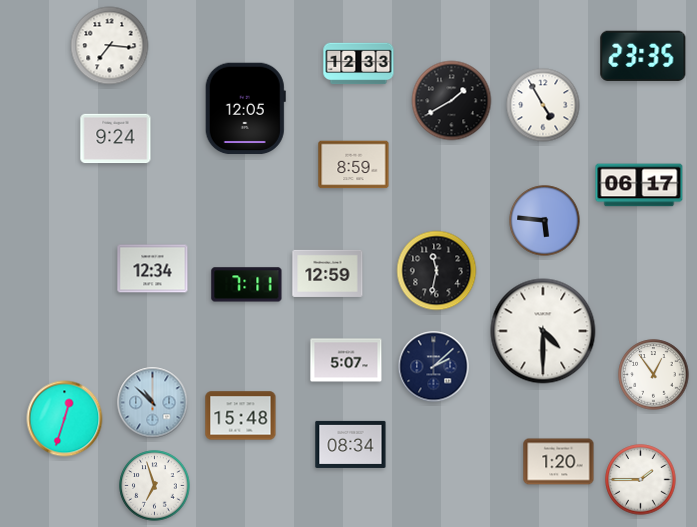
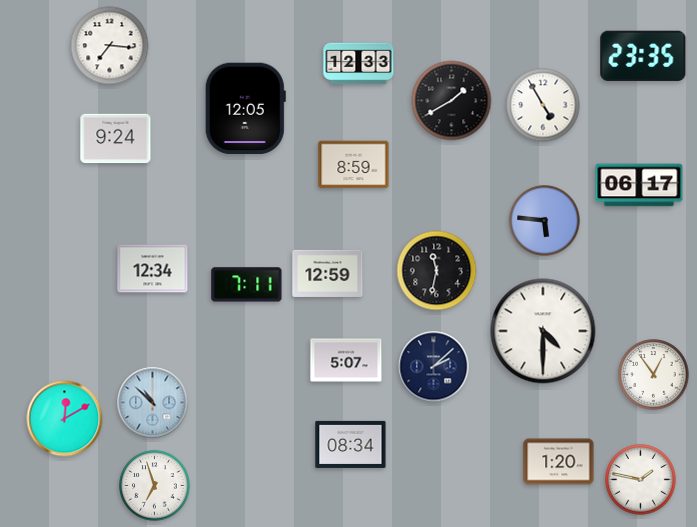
clock at (241, 416): 15:48 -> none
clock at (65, 419): 12:33 -> 12:10
clock at (641, 480): 1:45 -> 1:47
